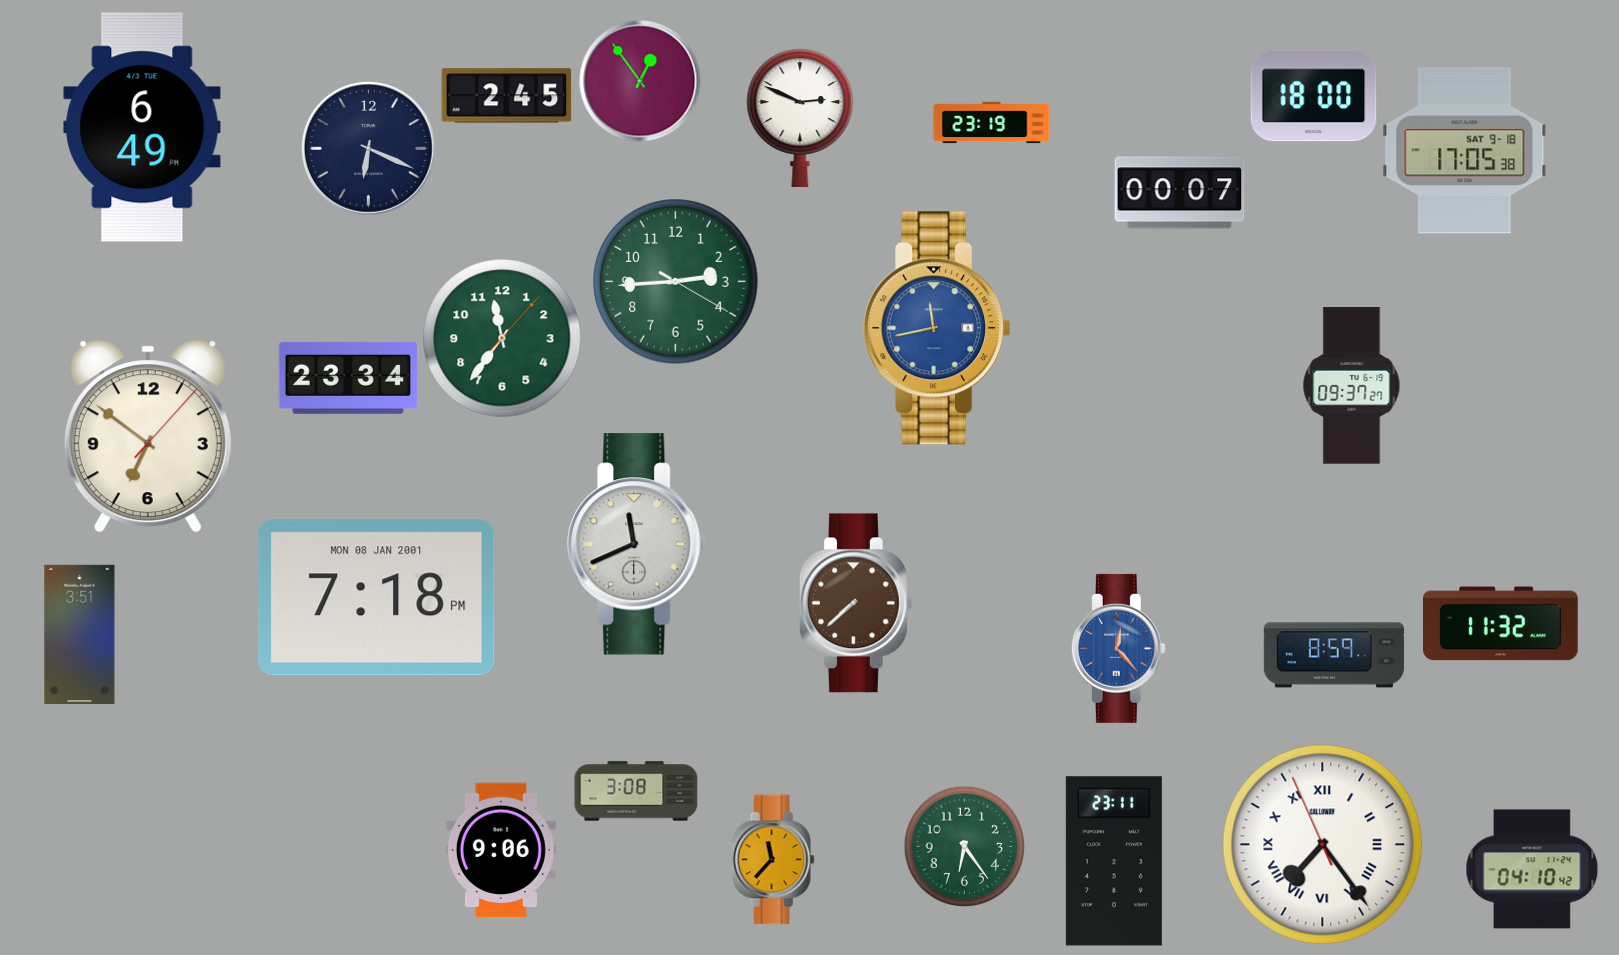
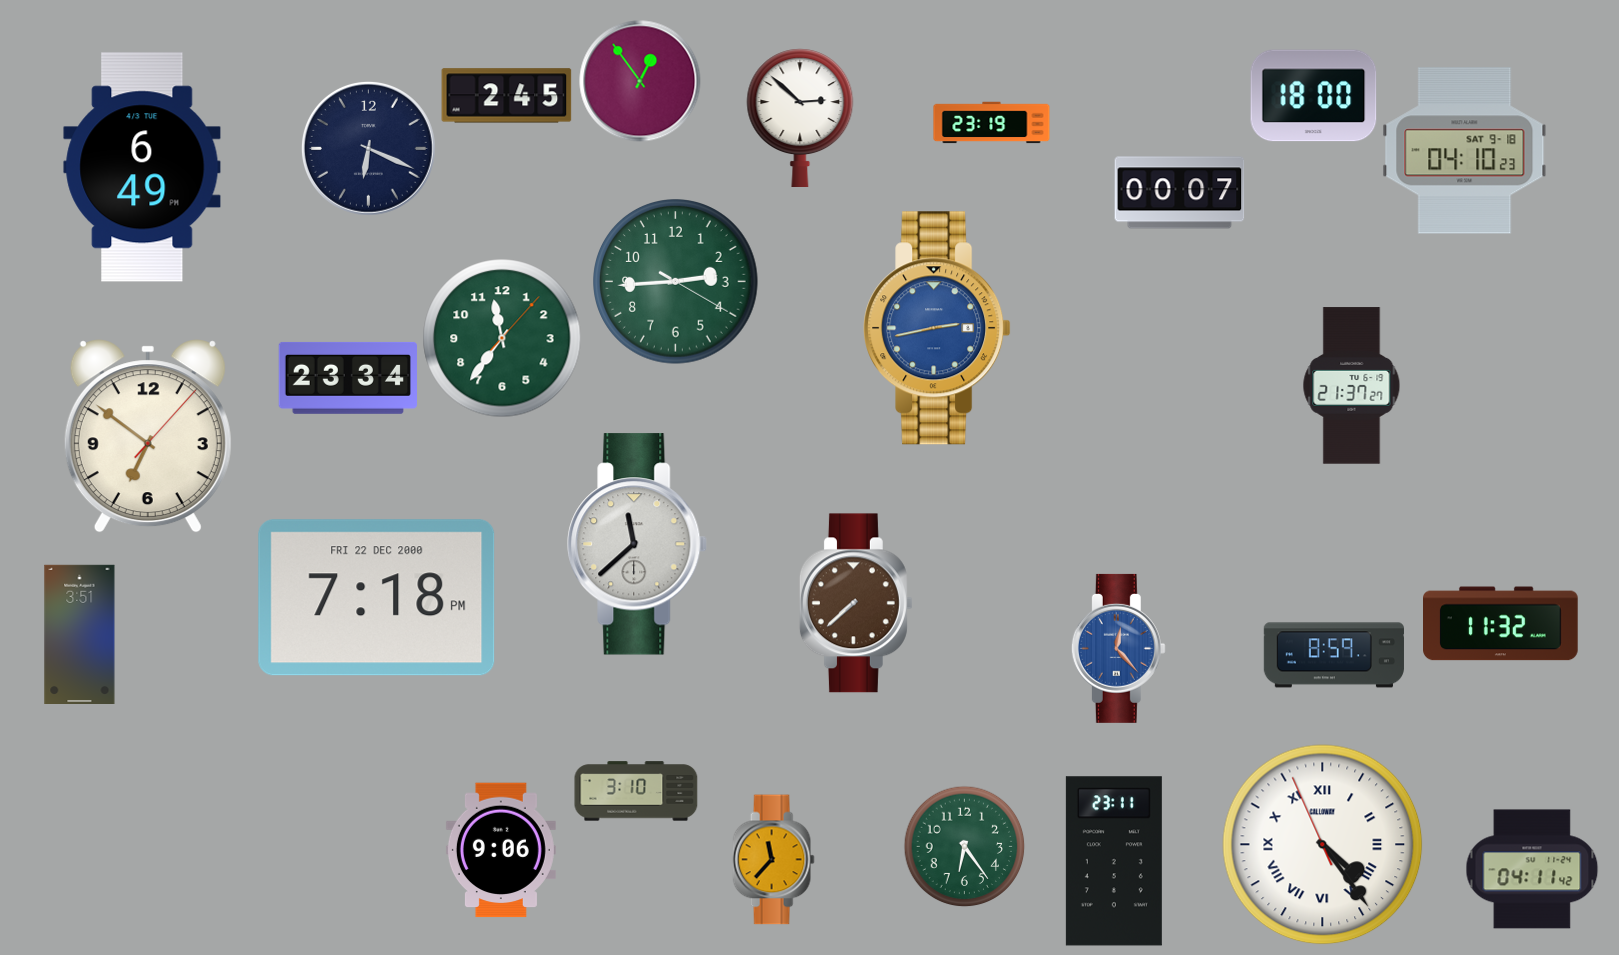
clock at (800, 118): 2:49 -> 2:52
clock at (142, 127) position: (142, 127) -> (142, 167)
clock at (1465, 151): 17:05 -> 04:10
clock at (937, 328): 11:43 -> 2:43
clock at (1352, 386): 09:37 -> 21:37
clock at (638, 544): 11:41 -> 11:38
clock at (377, 598) date: MON 08 JAN 2001 -> FRI 22 DEC 2000
clock at (636, 791): 3:08 -> 3:10
clock at (1323, 845): 7:23 -> 4:23
clock at (1532, 869): 04:10 -> 04:11
